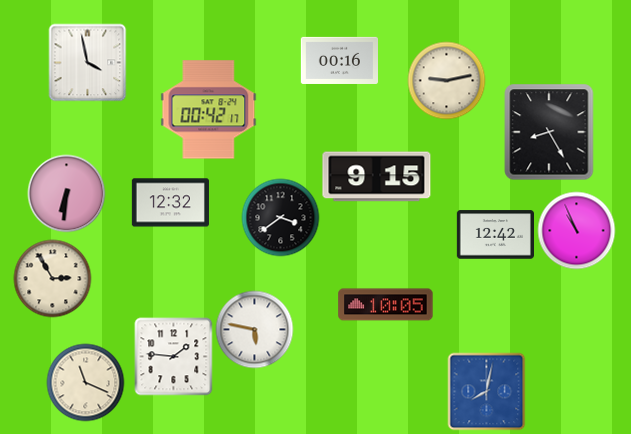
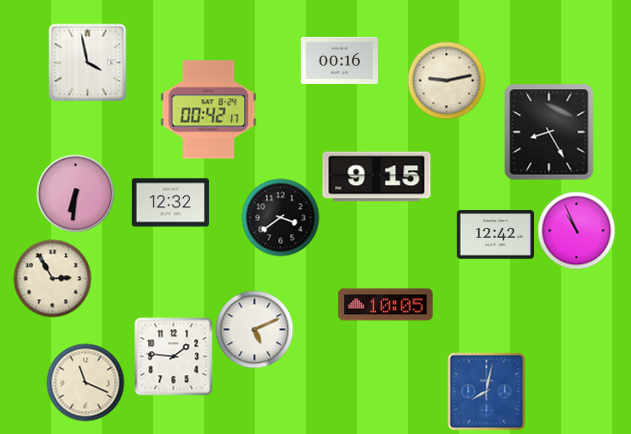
clock at (66, 193) position: (66, 193) -> (75, 193)
clock at (254, 329): 5:47 -> 5:11
